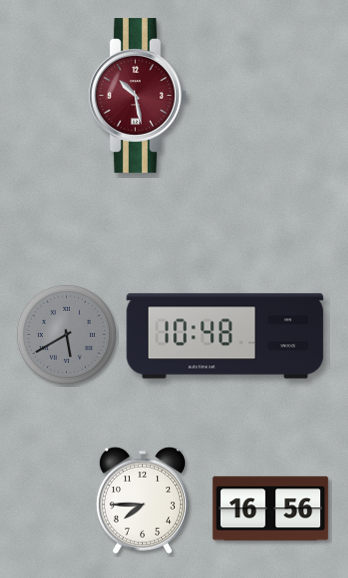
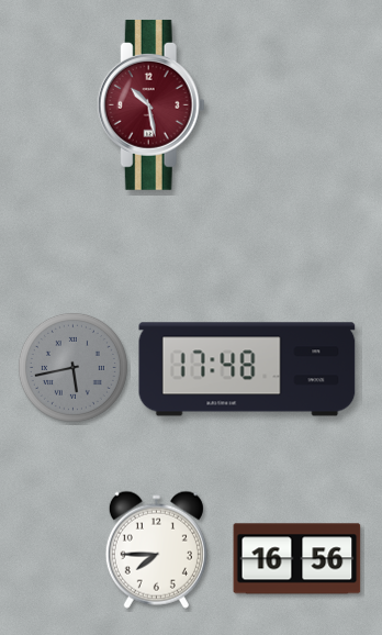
clock at (66, 334): 5:40 -> 5:43
clock at (225, 336): 10:48 -> 17:48
